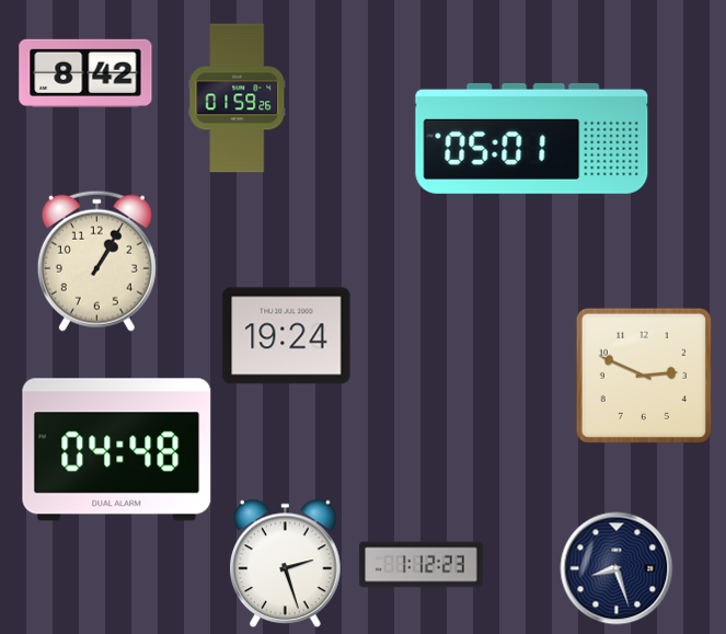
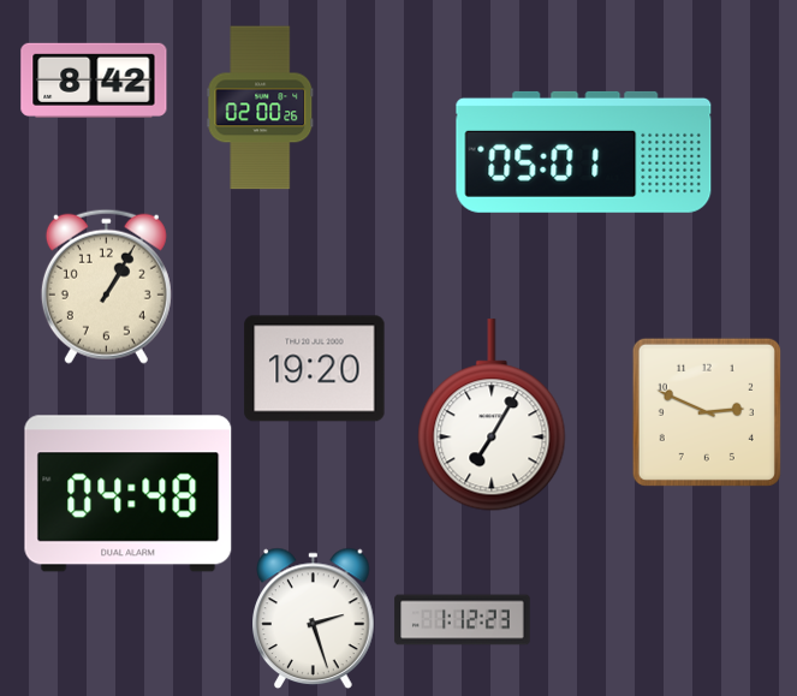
clock at (238, 99): 01:59 -> 02:00
clock at (287, 336): 19:24 -> 19:20
clock at (492, 416): none -> 7:05
clock at (616, 568): 8:27 -> none
